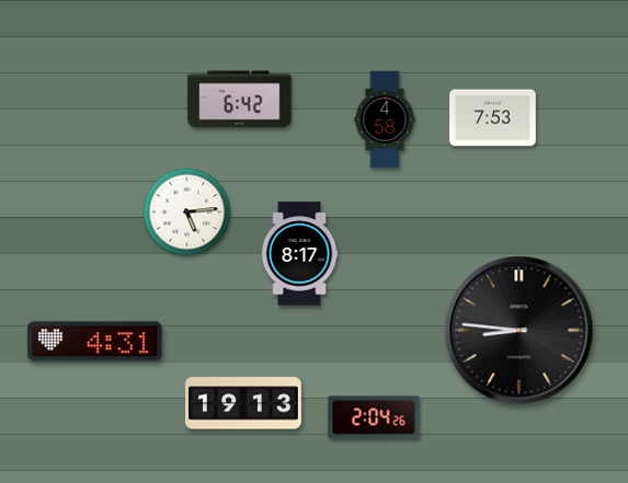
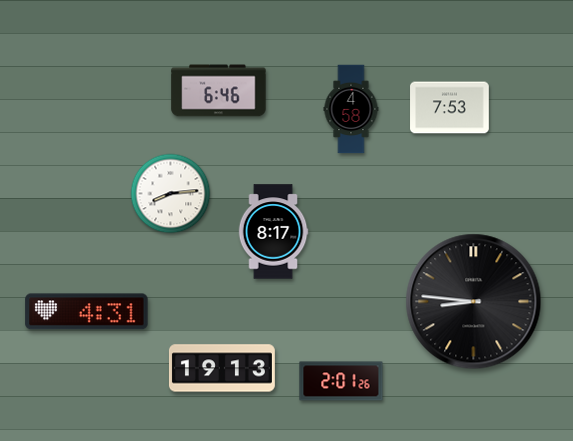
clock at (240, 100): 6:42 -> 6:46
clock at (187, 212): 5:14 -> 8:14
clock at (374, 417): 2:04 -> 2:01
